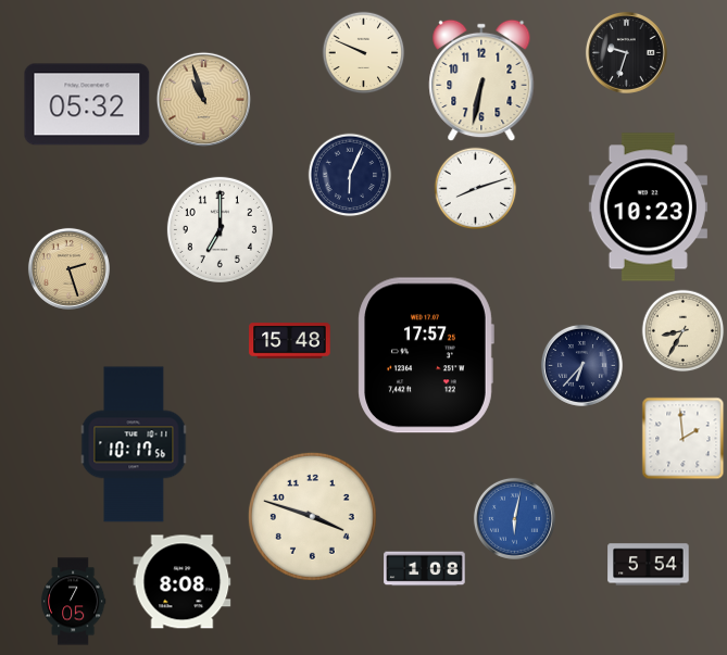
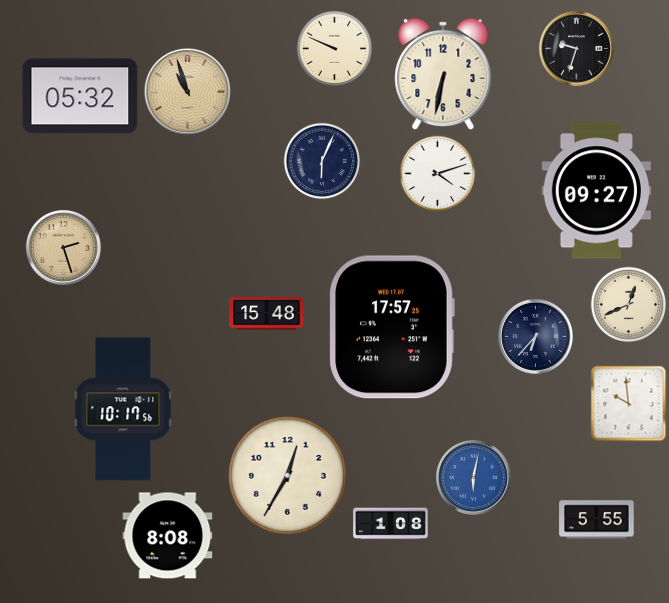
clock at (476, 189): 8:12 -> 4:12
clock at (648, 207): 10:23 -> 09:27
clock at (220, 229): 7:00 -> none
clock at (684, 331): 8:35 -> 12:41
clock at (684, 439): 1:59 -> 9:59
clock at (312, 516): 3:48 -> 12:35
clock at (649, 565): 5:54 -> 5:55
clock at (74, 602): 7:05 -> none
